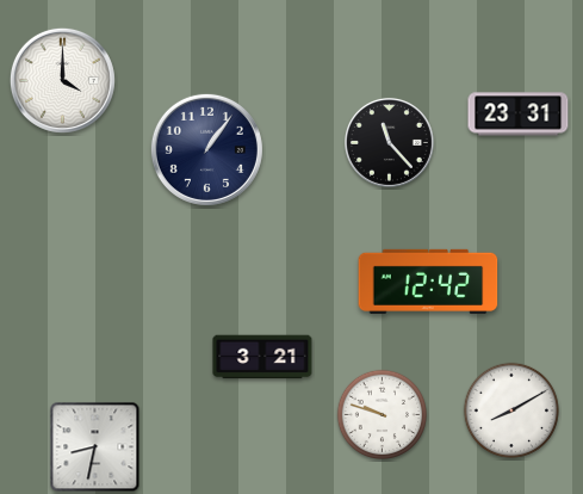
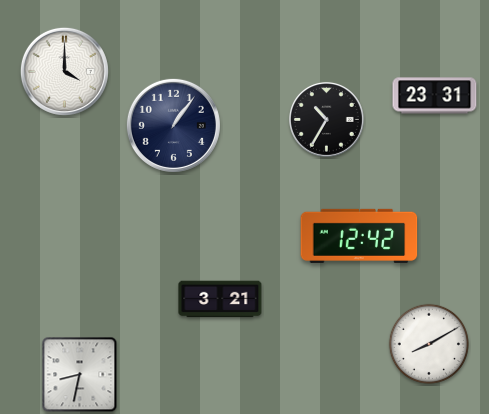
clock at (62, 80) position: (62, 80) -> (64, 71)
clock at (390, 143): 11:23 -> 10:35
clock at (382, 414): 9:48 -> none
